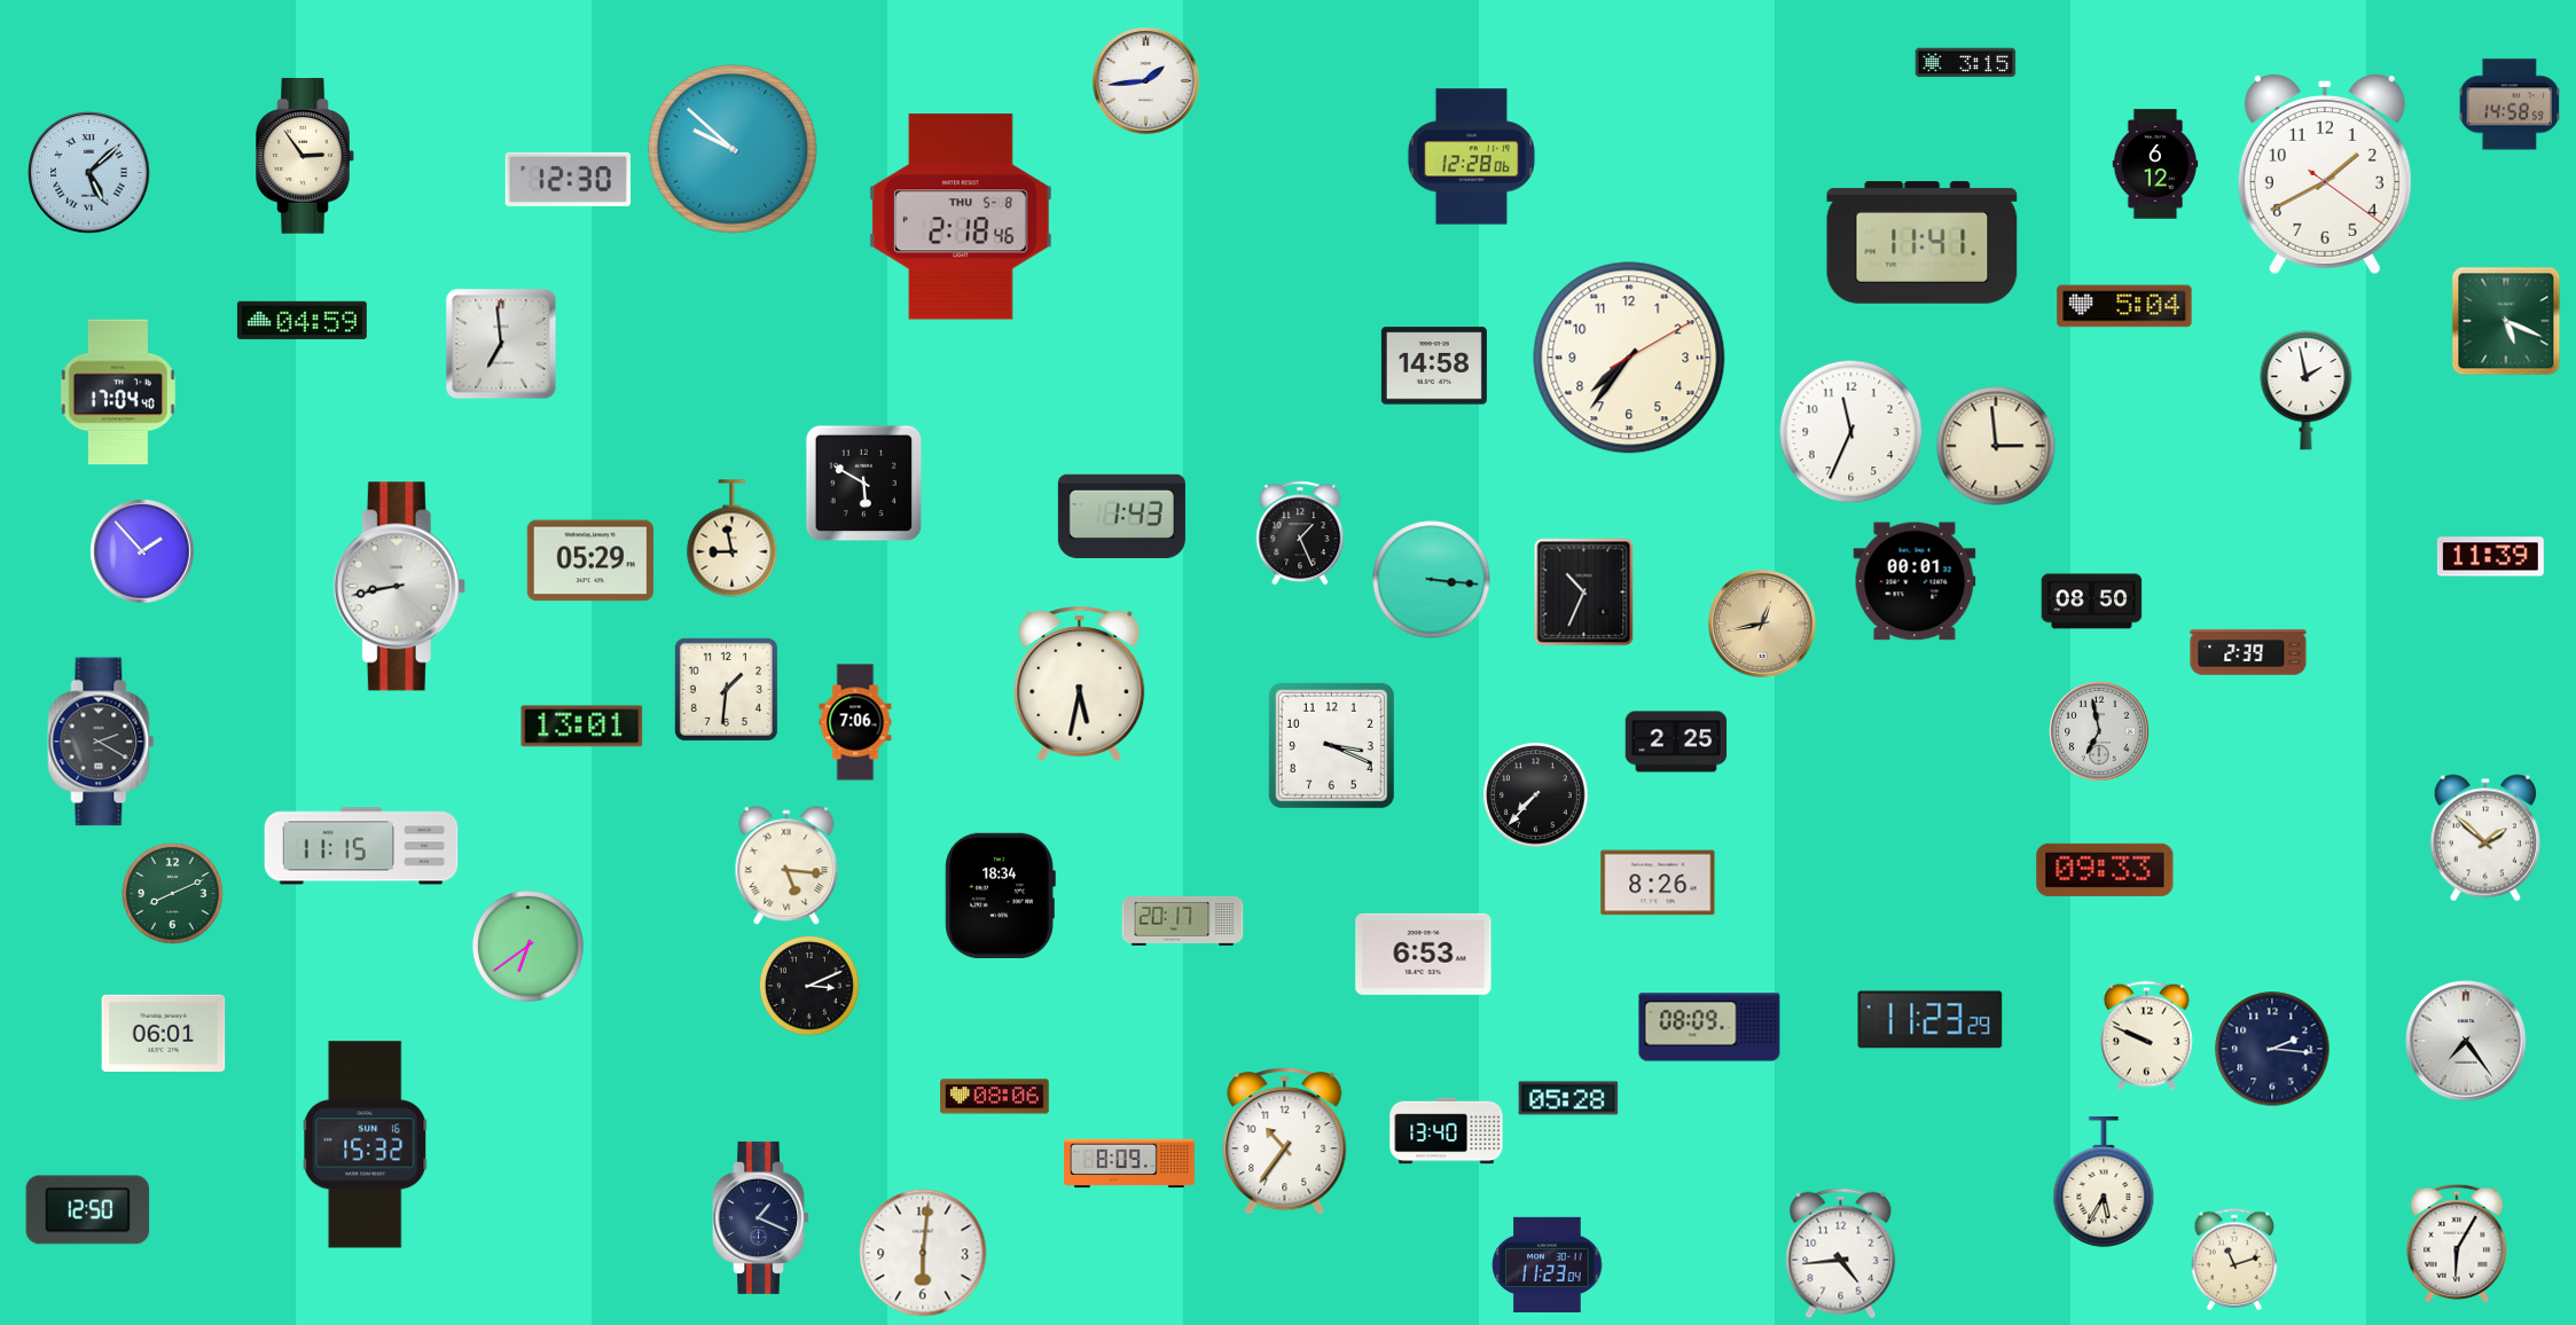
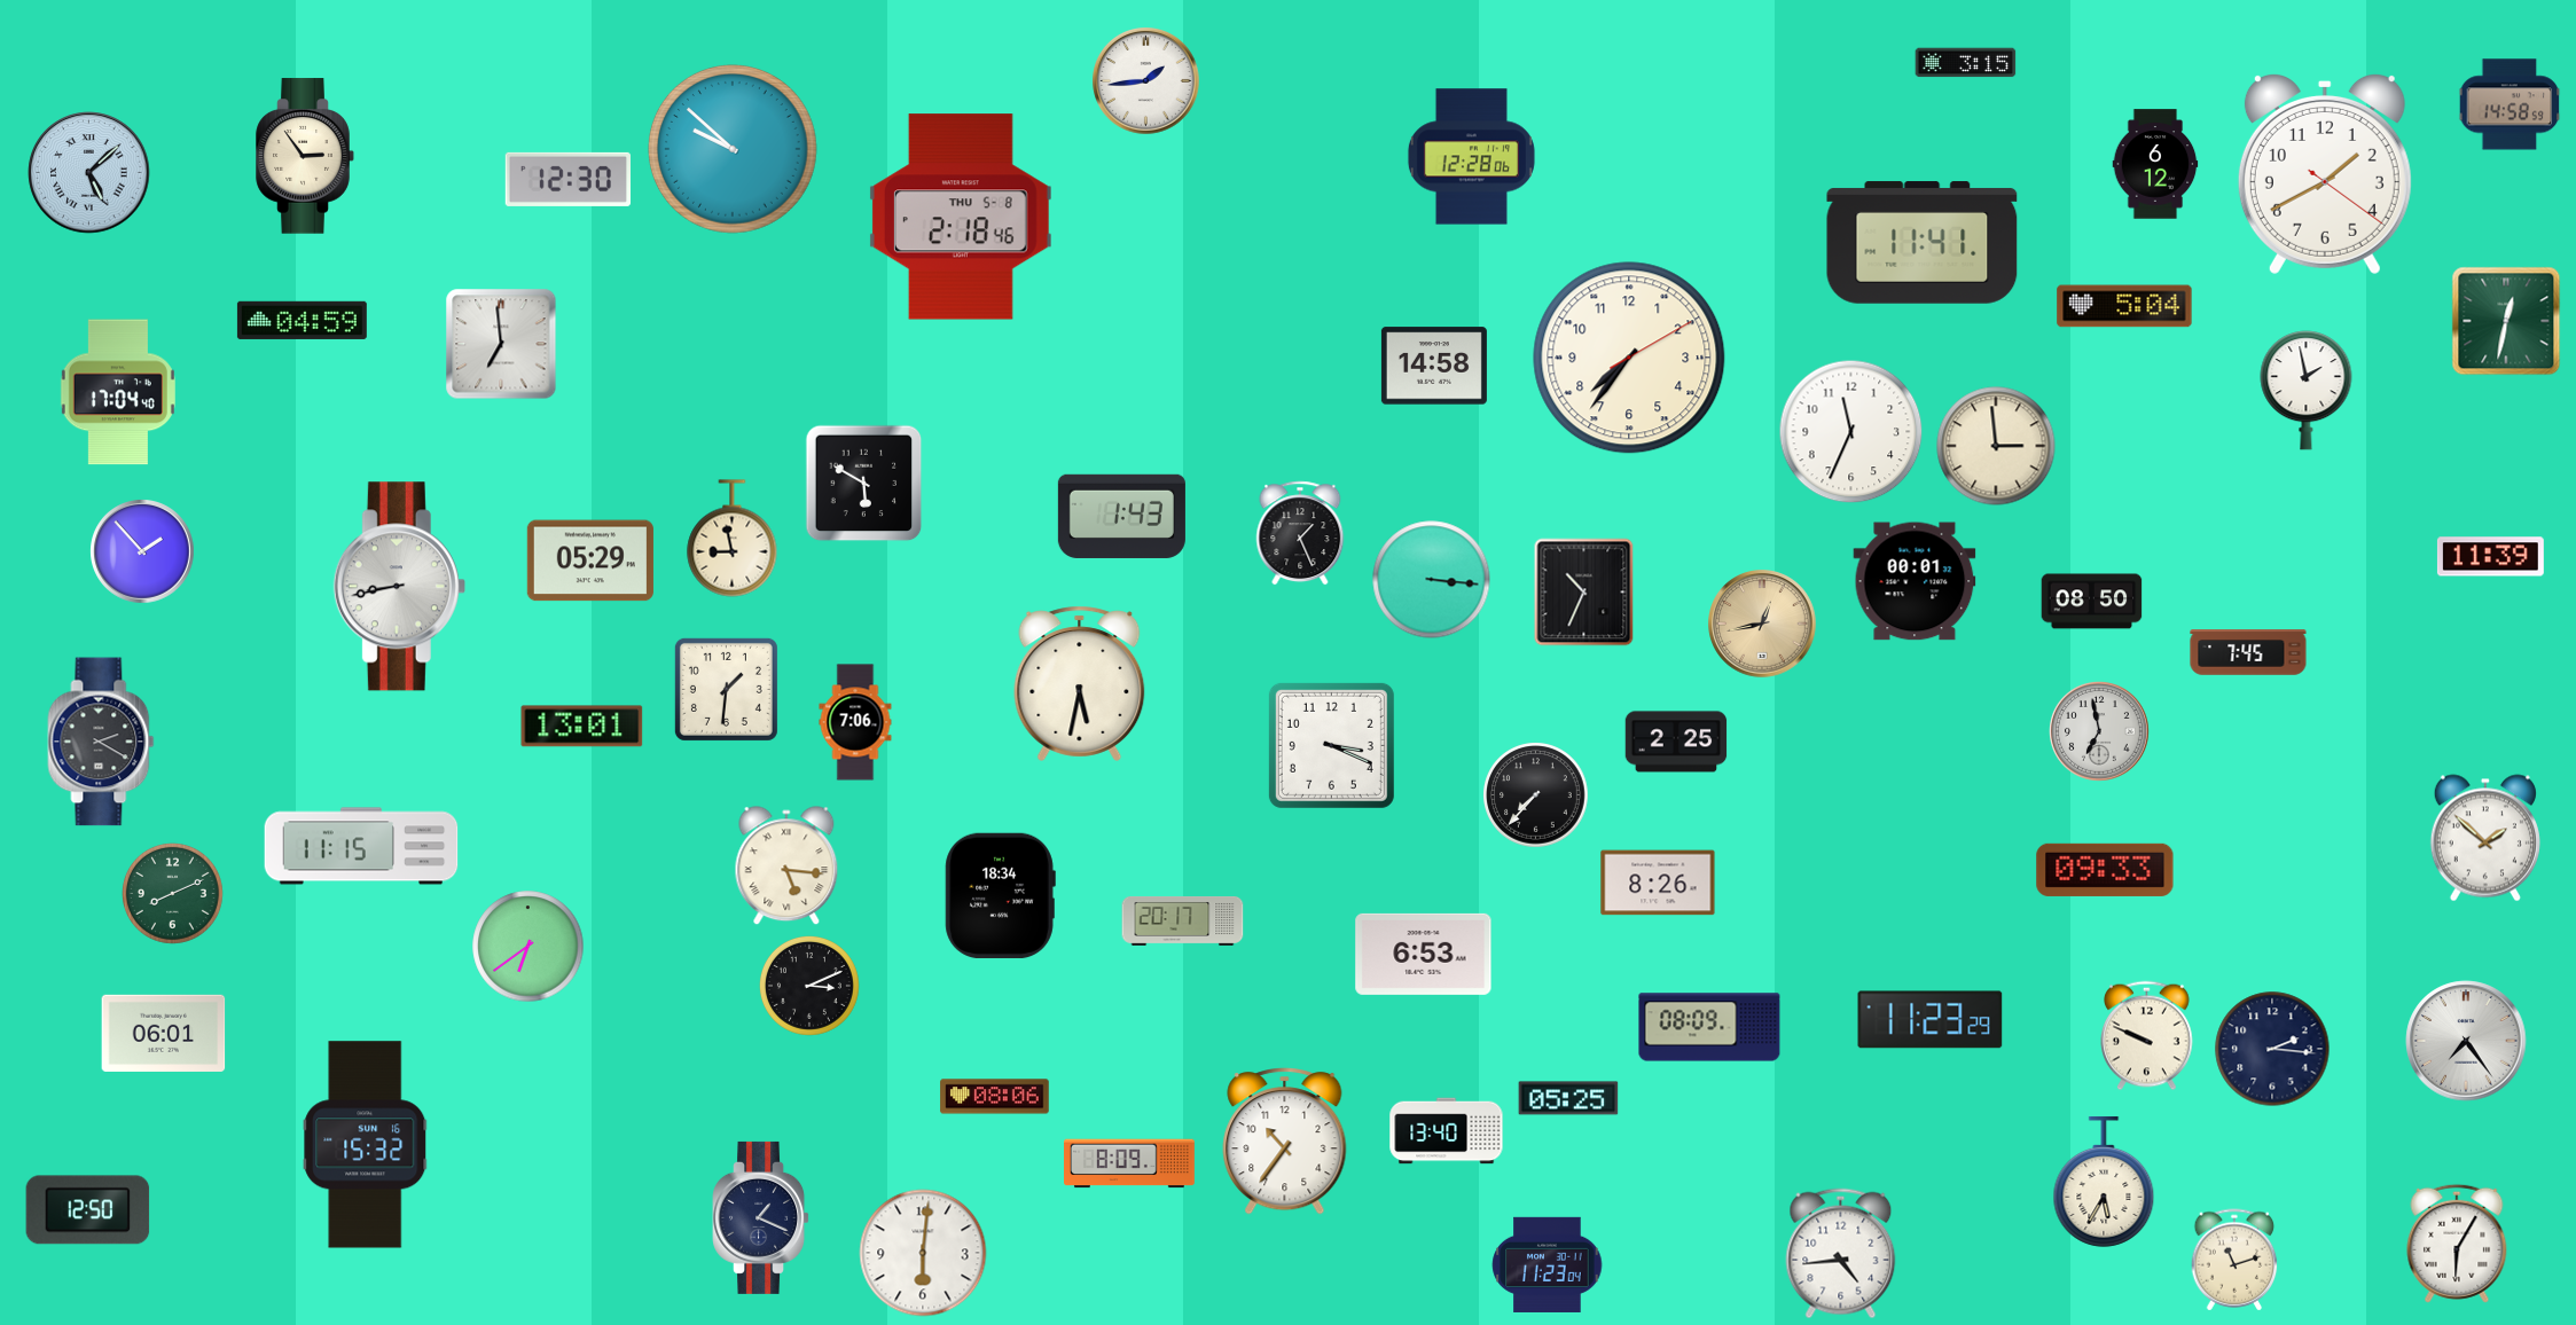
clock at (2506, 321): 5:19 -> 12:32
clock at (2248, 652): 2:39 -> 7:45
clock at (1568, 1098): 05:28 -> 05:25
